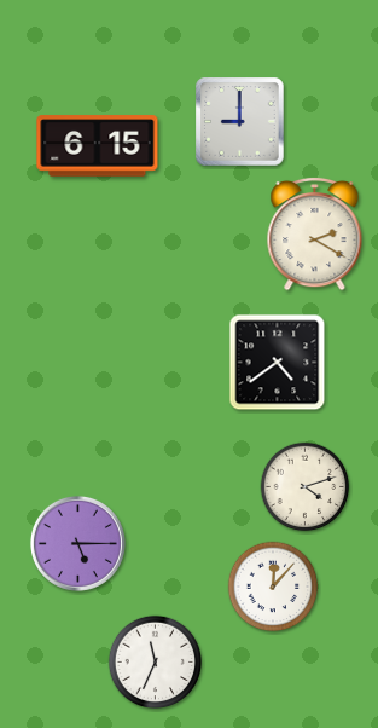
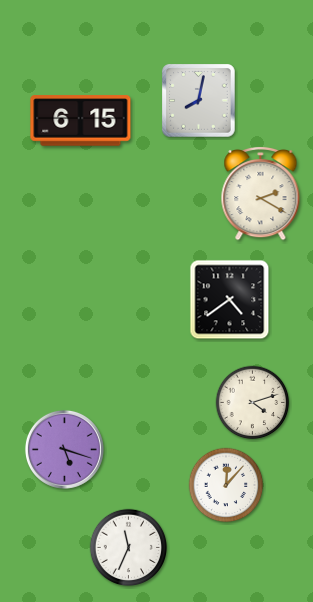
clock at (240, 122): 9:00 -> 8:02
clock at (77, 543): 5:15 -> 5:18
